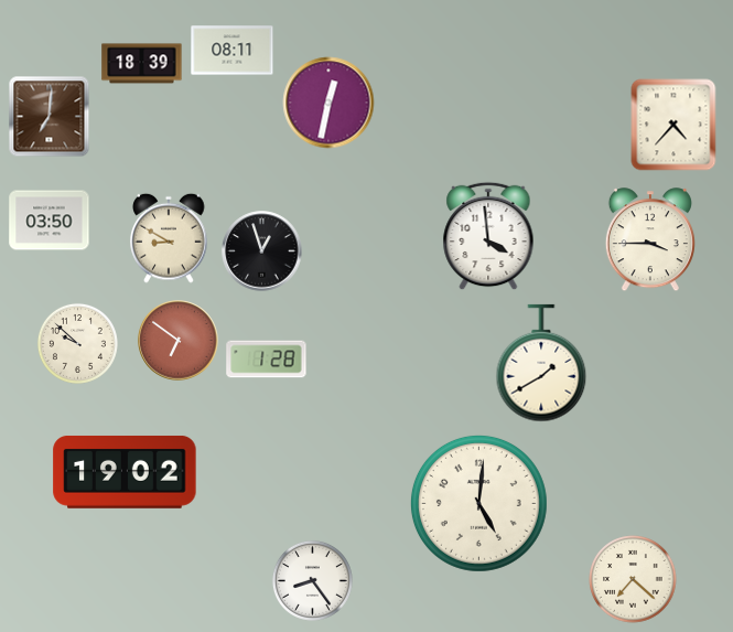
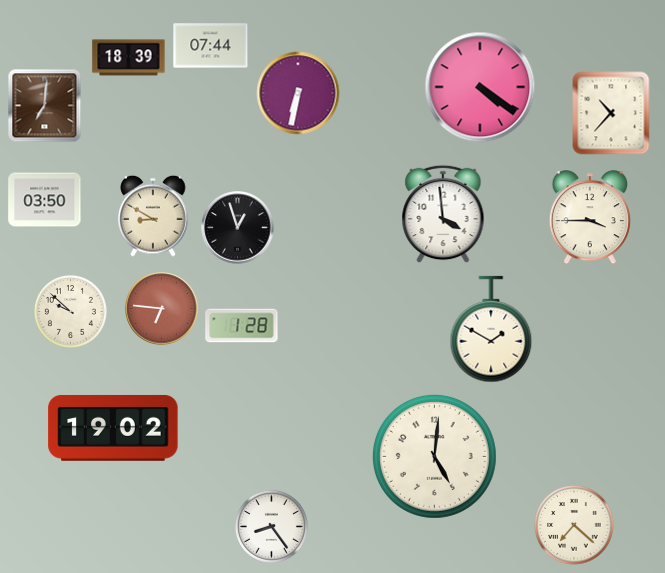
clock at (233, 51): 08:11 -> 07:44
clock at (480, 87): none -> 4:21
clock at (328, 103): 12:32 -> 6:32
clock at (673, 125): 4:37 -> 10:37
clock at (179, 341): 6:51 -> 6:46
clock at (541, 363): 1:40 -> 1:50
clock at (312, 580) position: (312, 580) -> (271, 526)
